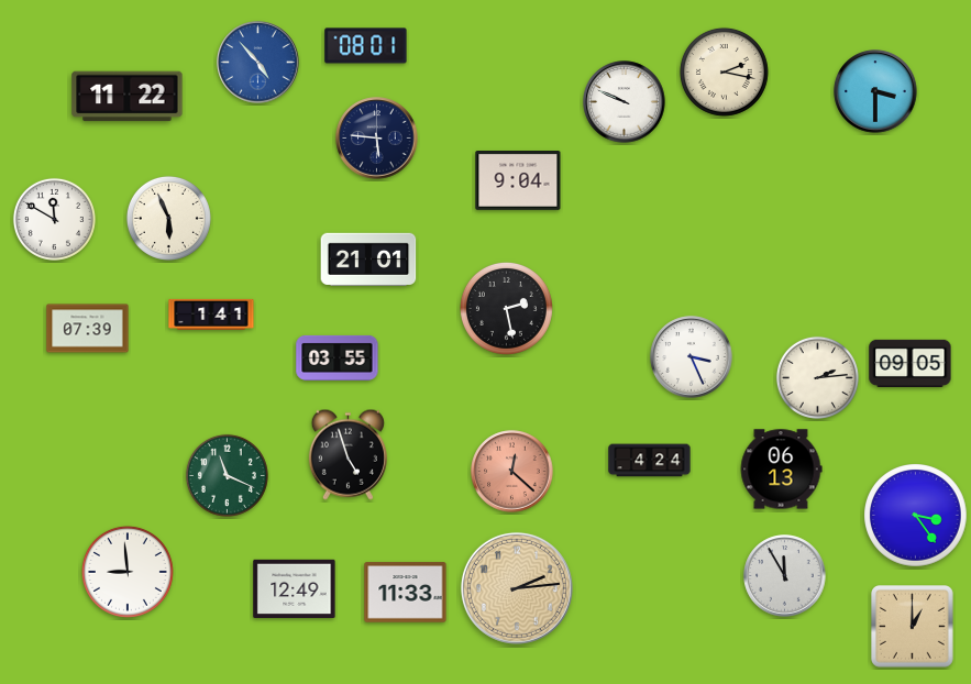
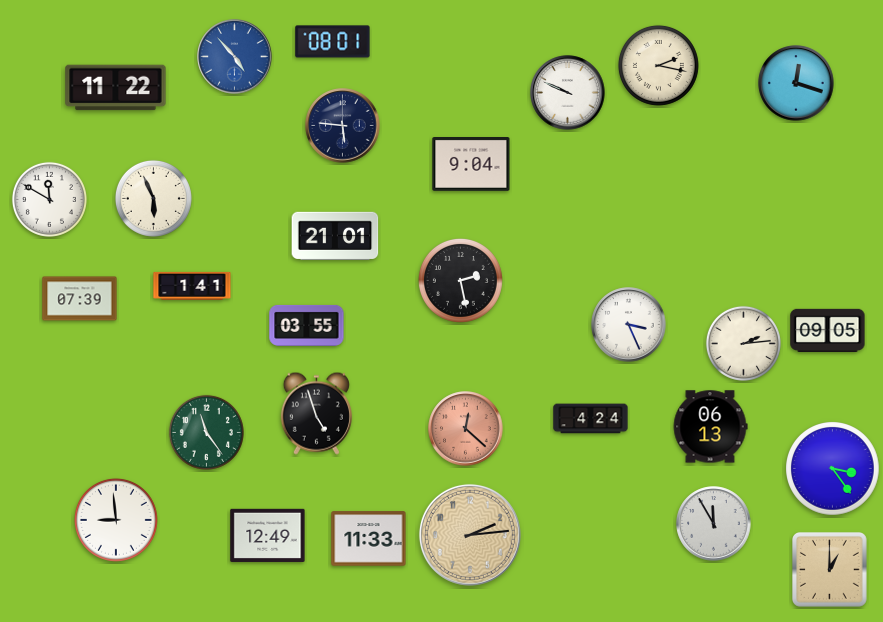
clock at (875, 91): 3:30 -> 12:18
clock at (227, 475): 11:19 -> 11:24
